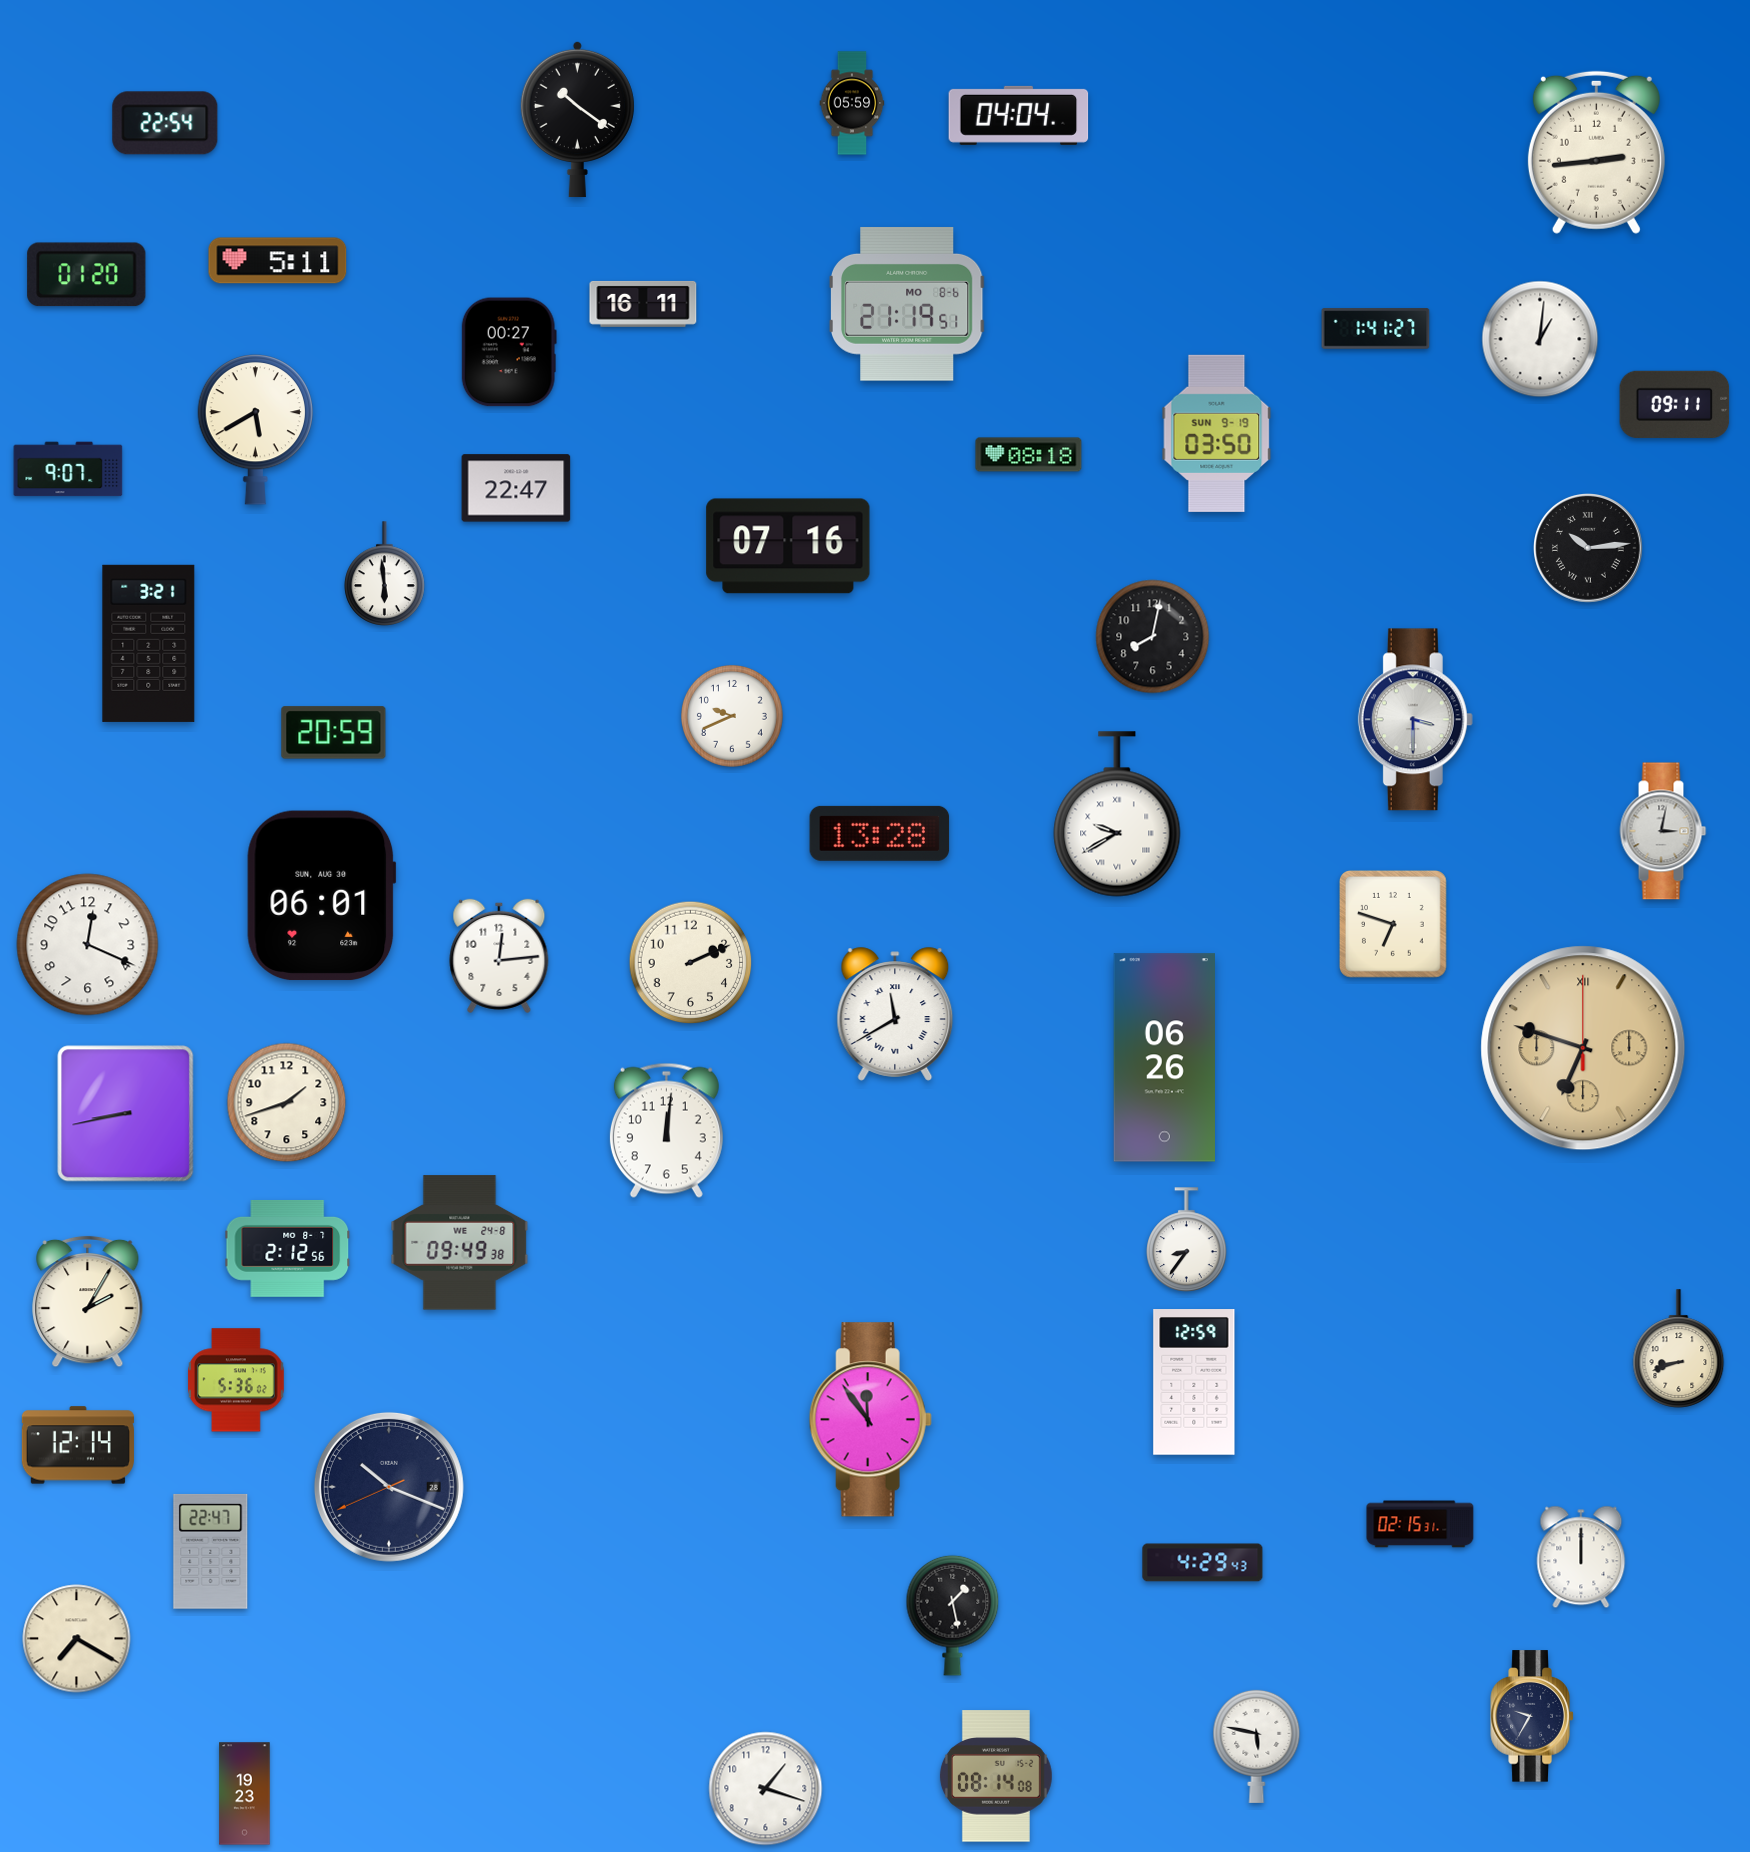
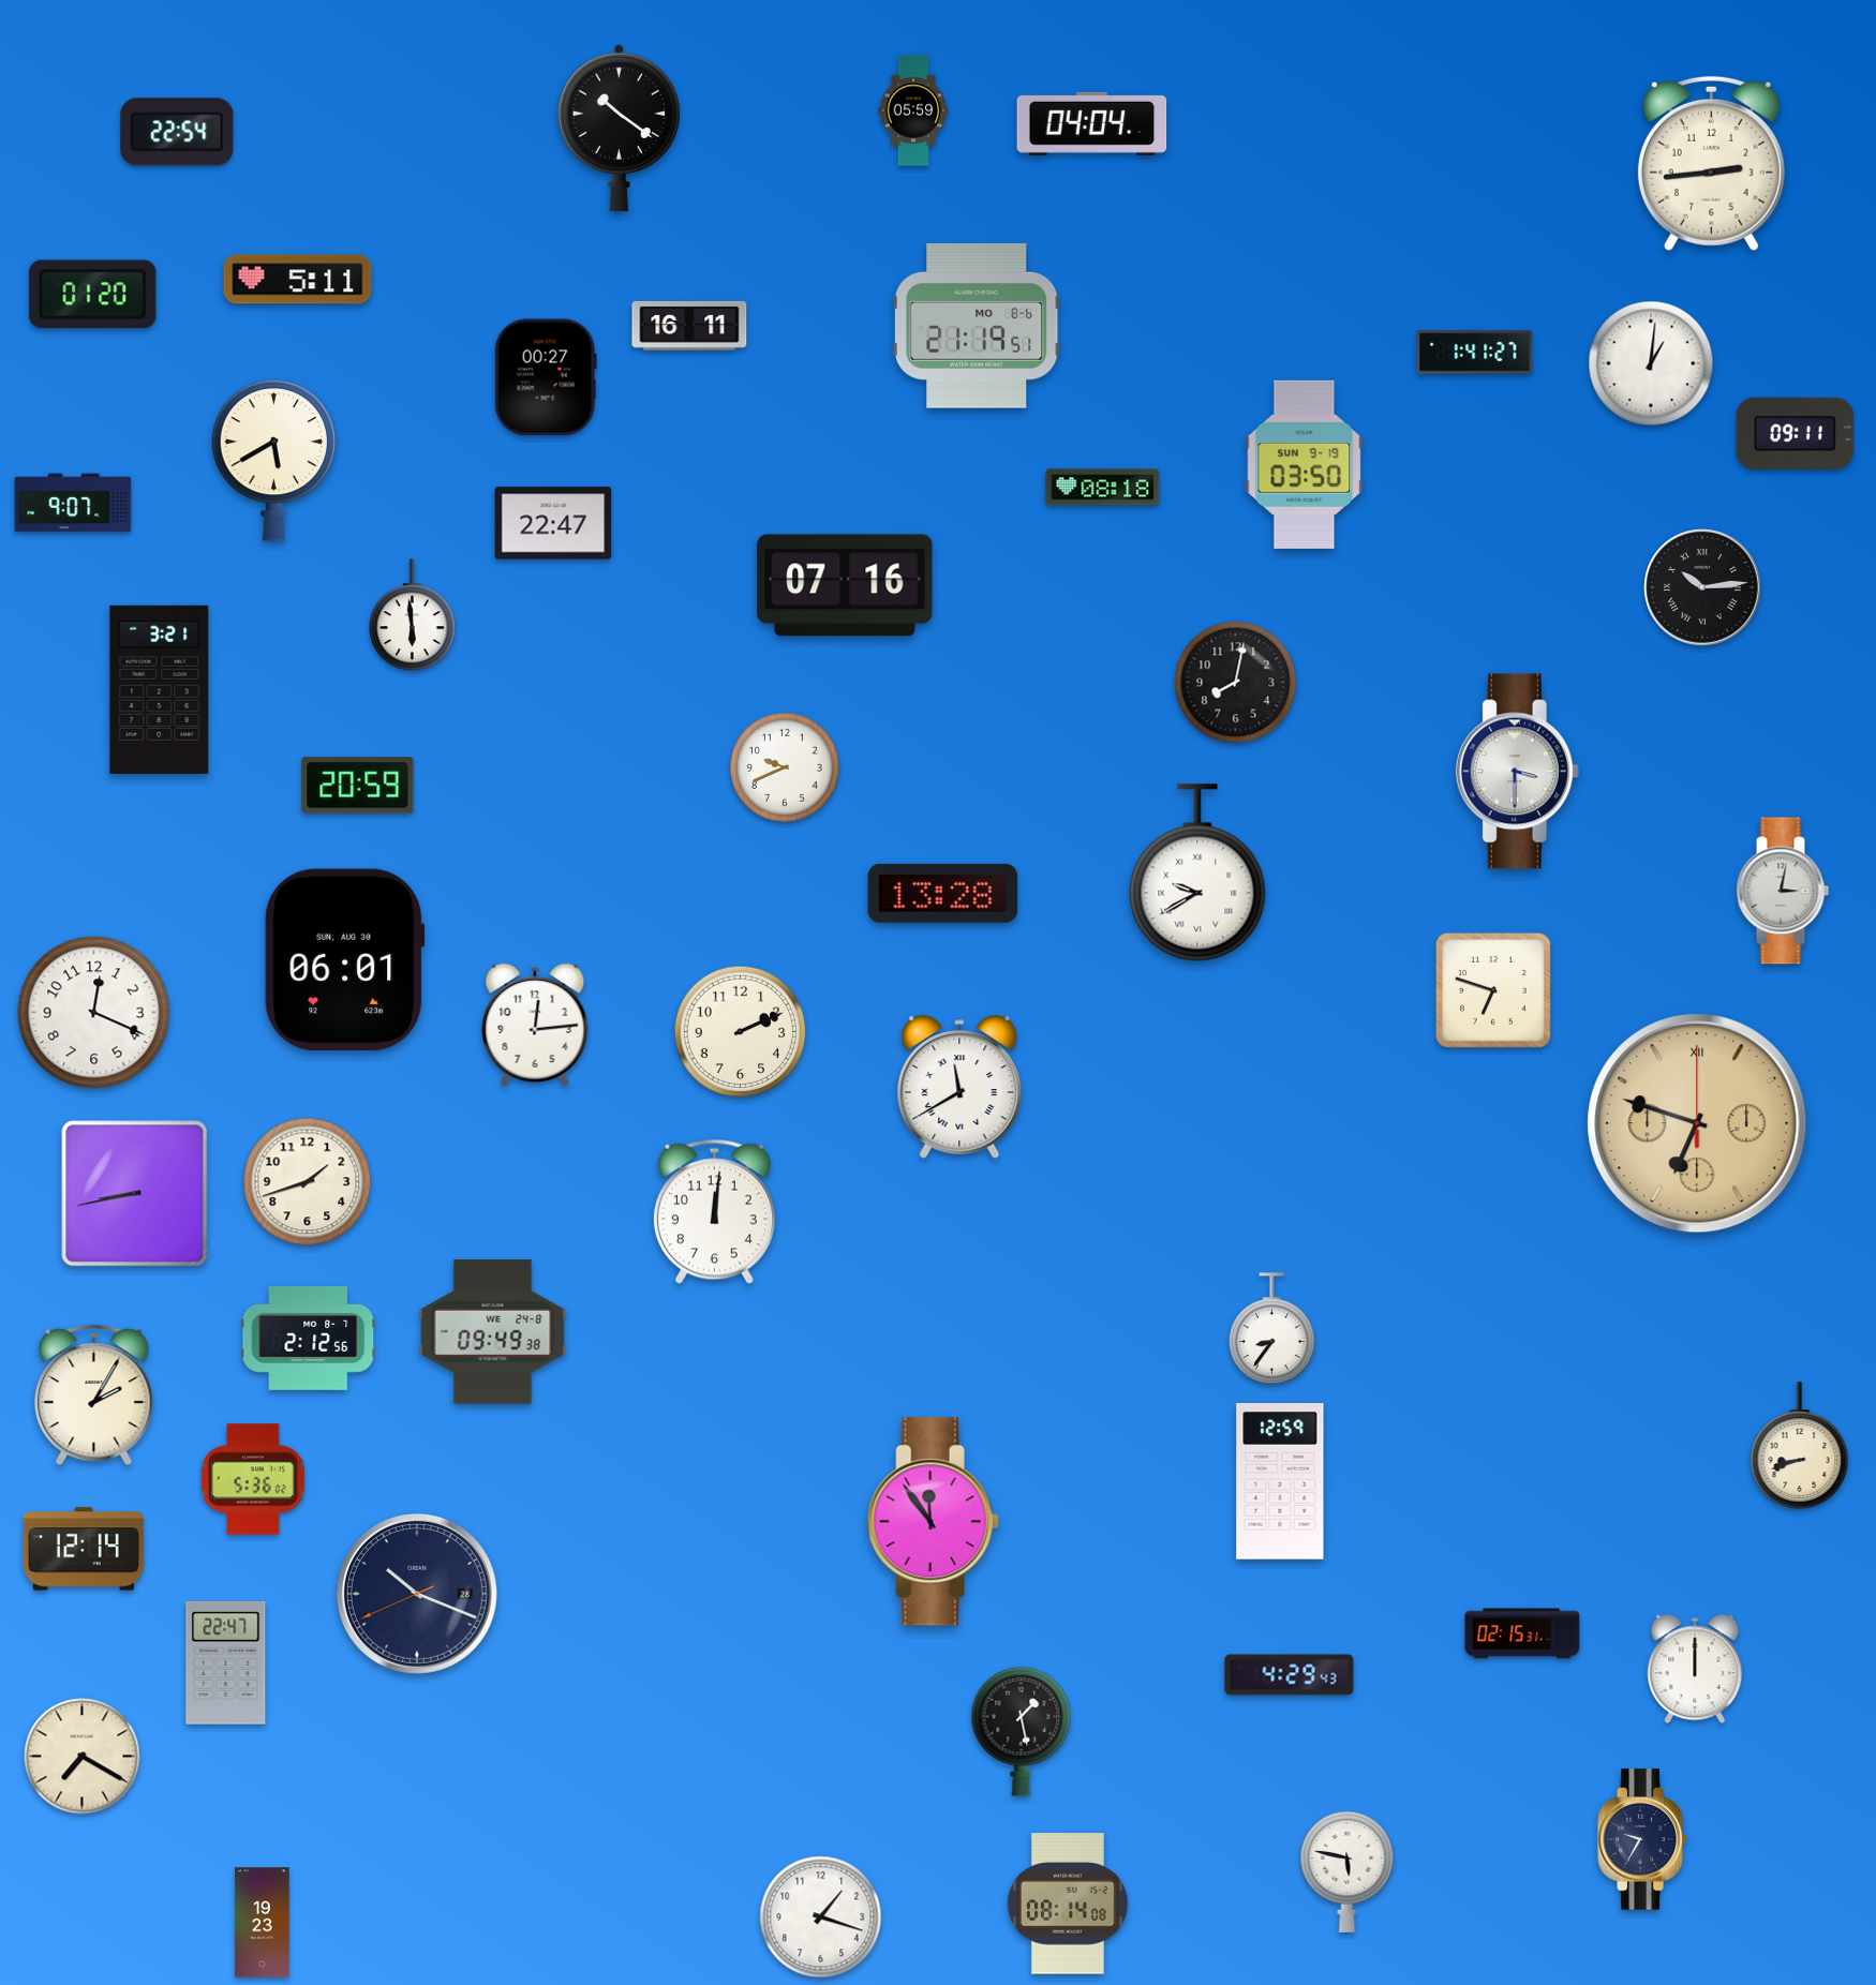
clock at (907, 304) position: (907, 304) -> (977, 326)
clock at (1164, 1058): 06:26 -> none
